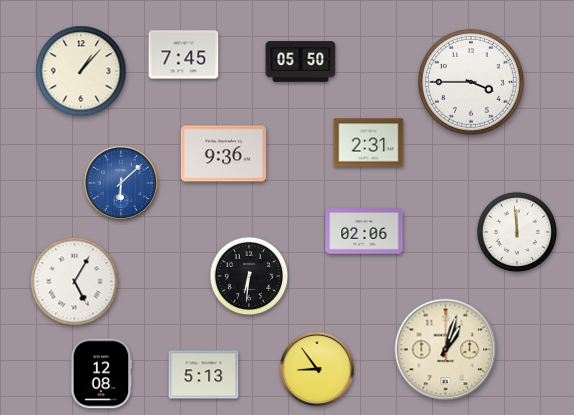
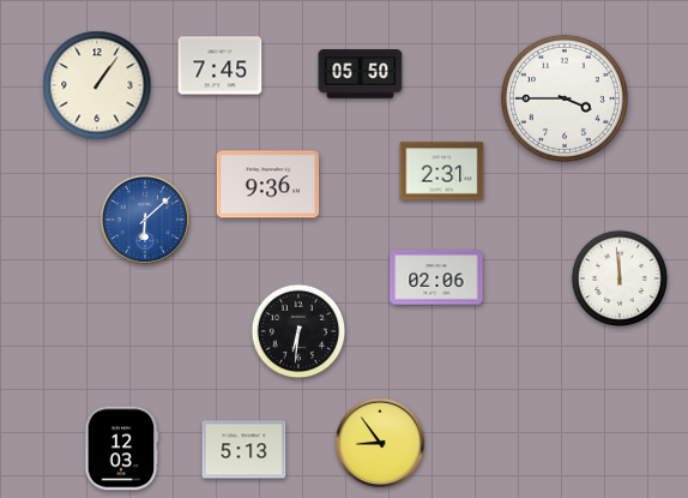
clock at (81, 71): 1:07 -> 1:06
clock at (75, 282): 5:05 -> none
clock at (446, 350): 1:03 -> none
clock at (101, 374): 12:08 -> 12:03
